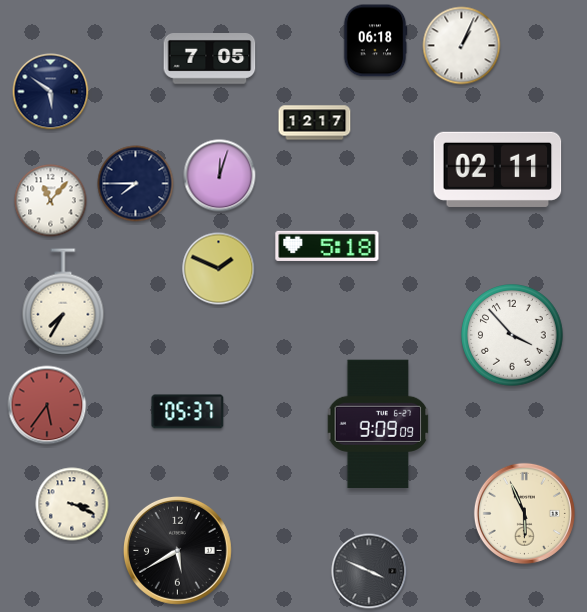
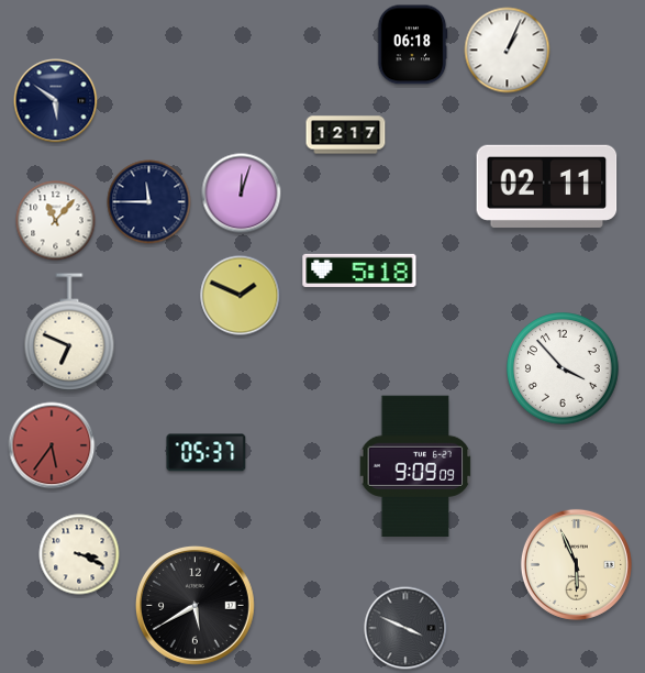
clock at (210, 59): 7:05 -> none
clock at (136, 184): 7:45 -> 11:45
clock at (63, 302): 7:35 -> 6:49
